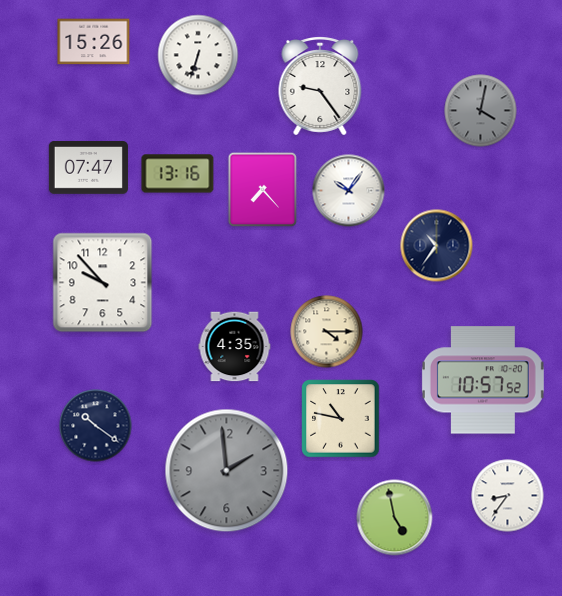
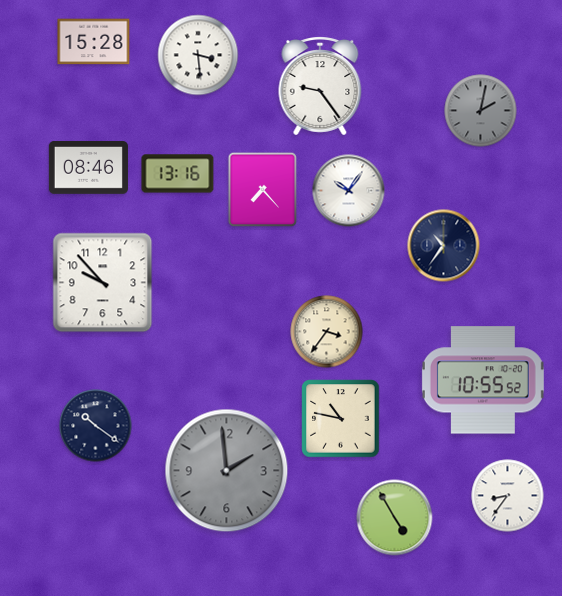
clock at (94, 42): 15:26 -> 15:28
clock at (198, 55): 6:33 -> 3:29
clock at (481, 111): 4:02 -> 2:02
clock at (88, 168): 07:47 -> 08:46
clock at (437, 246) position: (437, 246) -> (444, 246)
clock at (327, 332): 4:15 -> 3:36
clock at (235, 347): 4:35 -> none
clock at (483, 380): 10:57 -> 10:55
clock at (395, 518): 4:58 -> 4:55
